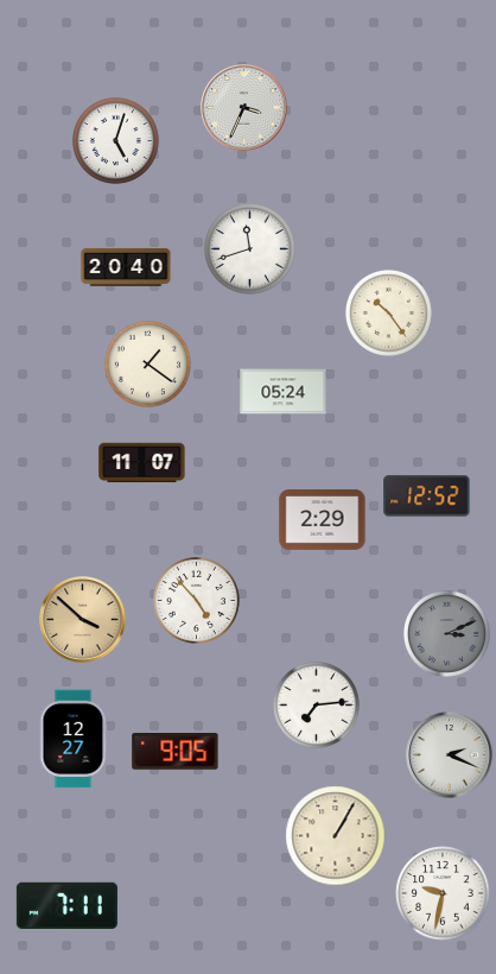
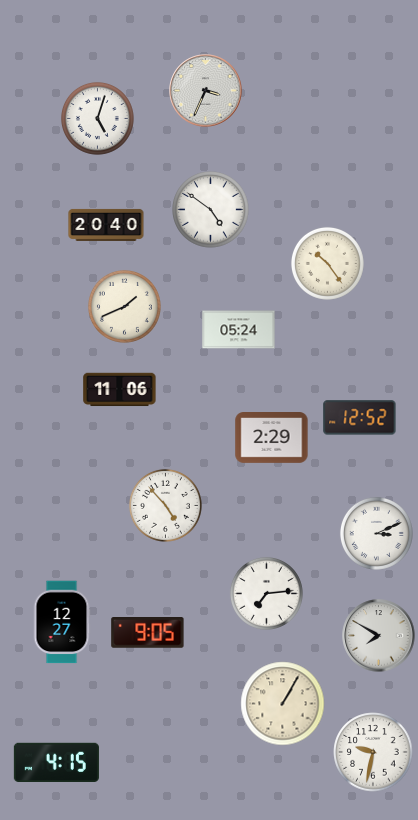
clock at (250, 249): 11:42 -> 4:51
clock at (147, 363): 1:21 -> 1:41
clock at (142, 463): 11:07 -> 11:06
clock at (83, 620): 3:52 -> none
clock at (446, 633) dial: grey -> white
clock at (450, 755): 2:19 -> 7:50
clock at (66, 905): 7:11 -> 4:15
